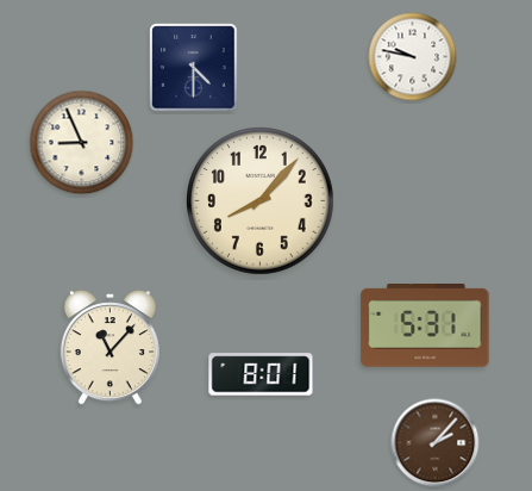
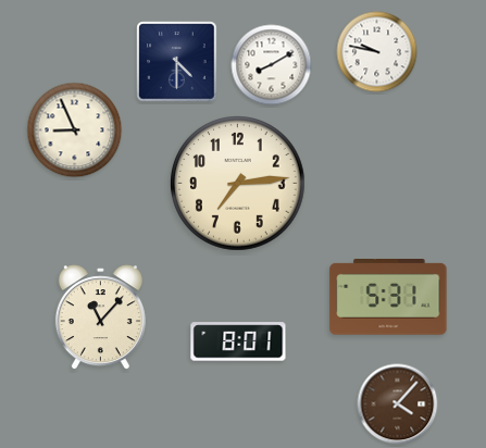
clock at (272, 65): none -> 8:10
clock at (261, 201): 8:07 -> 7:14
clock at (436, 443): 2:07 -> 4:07
